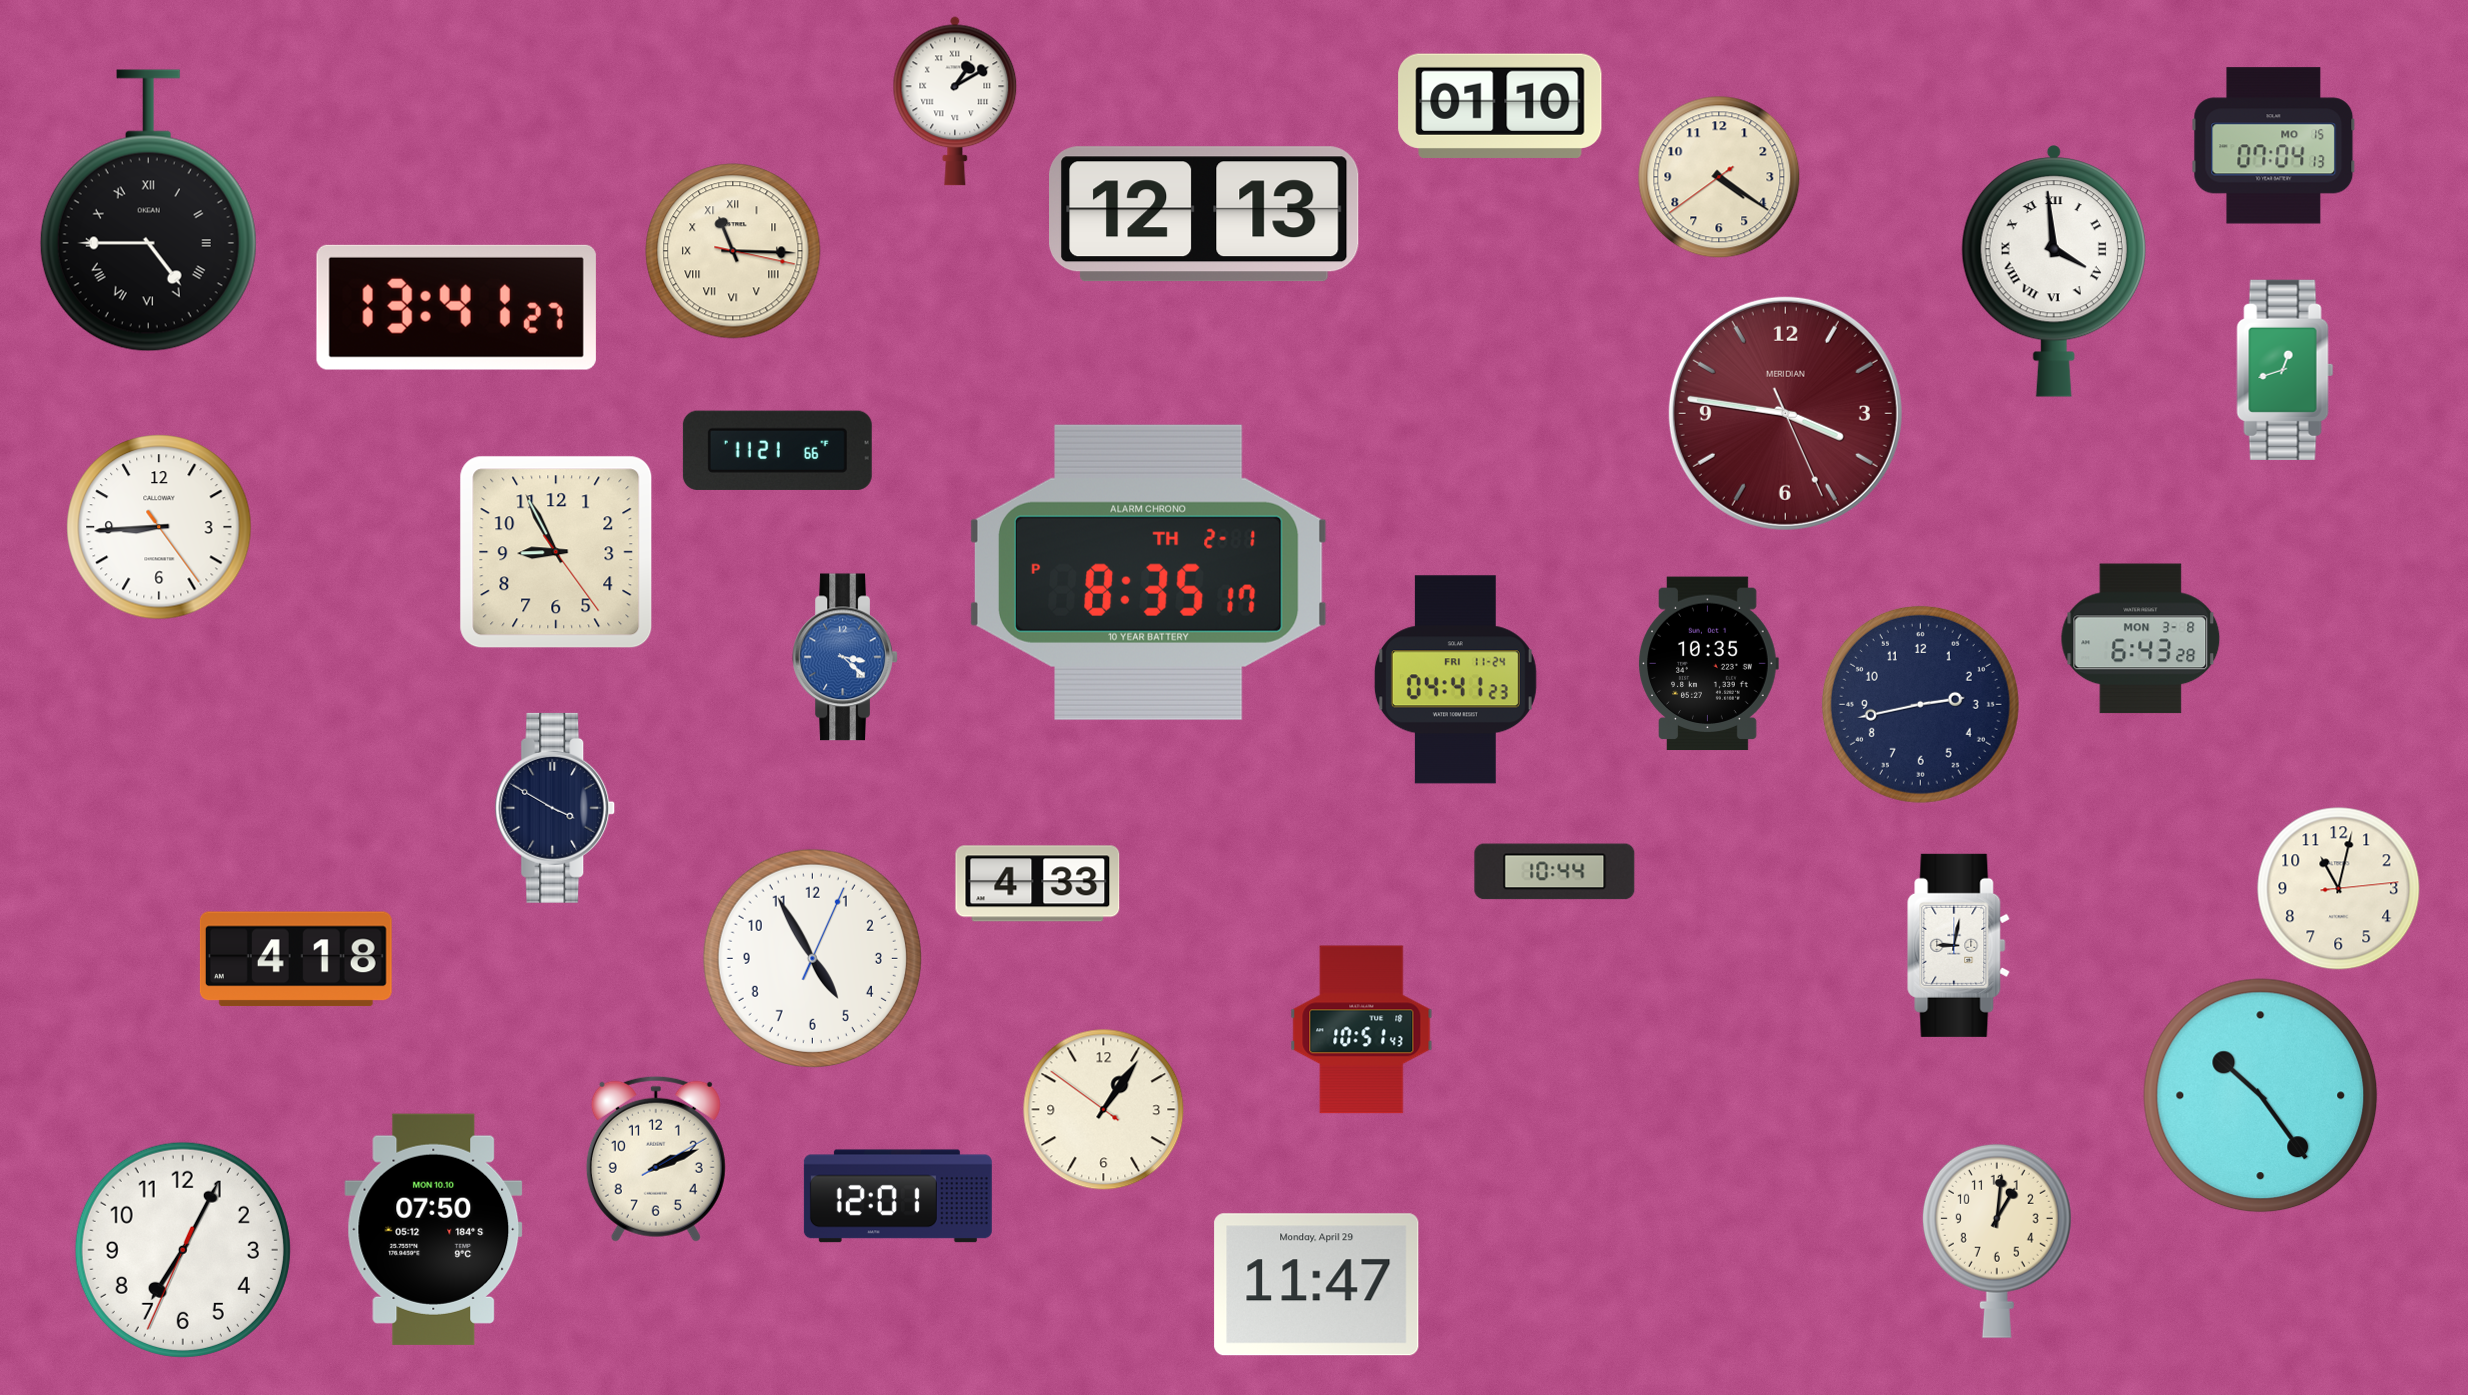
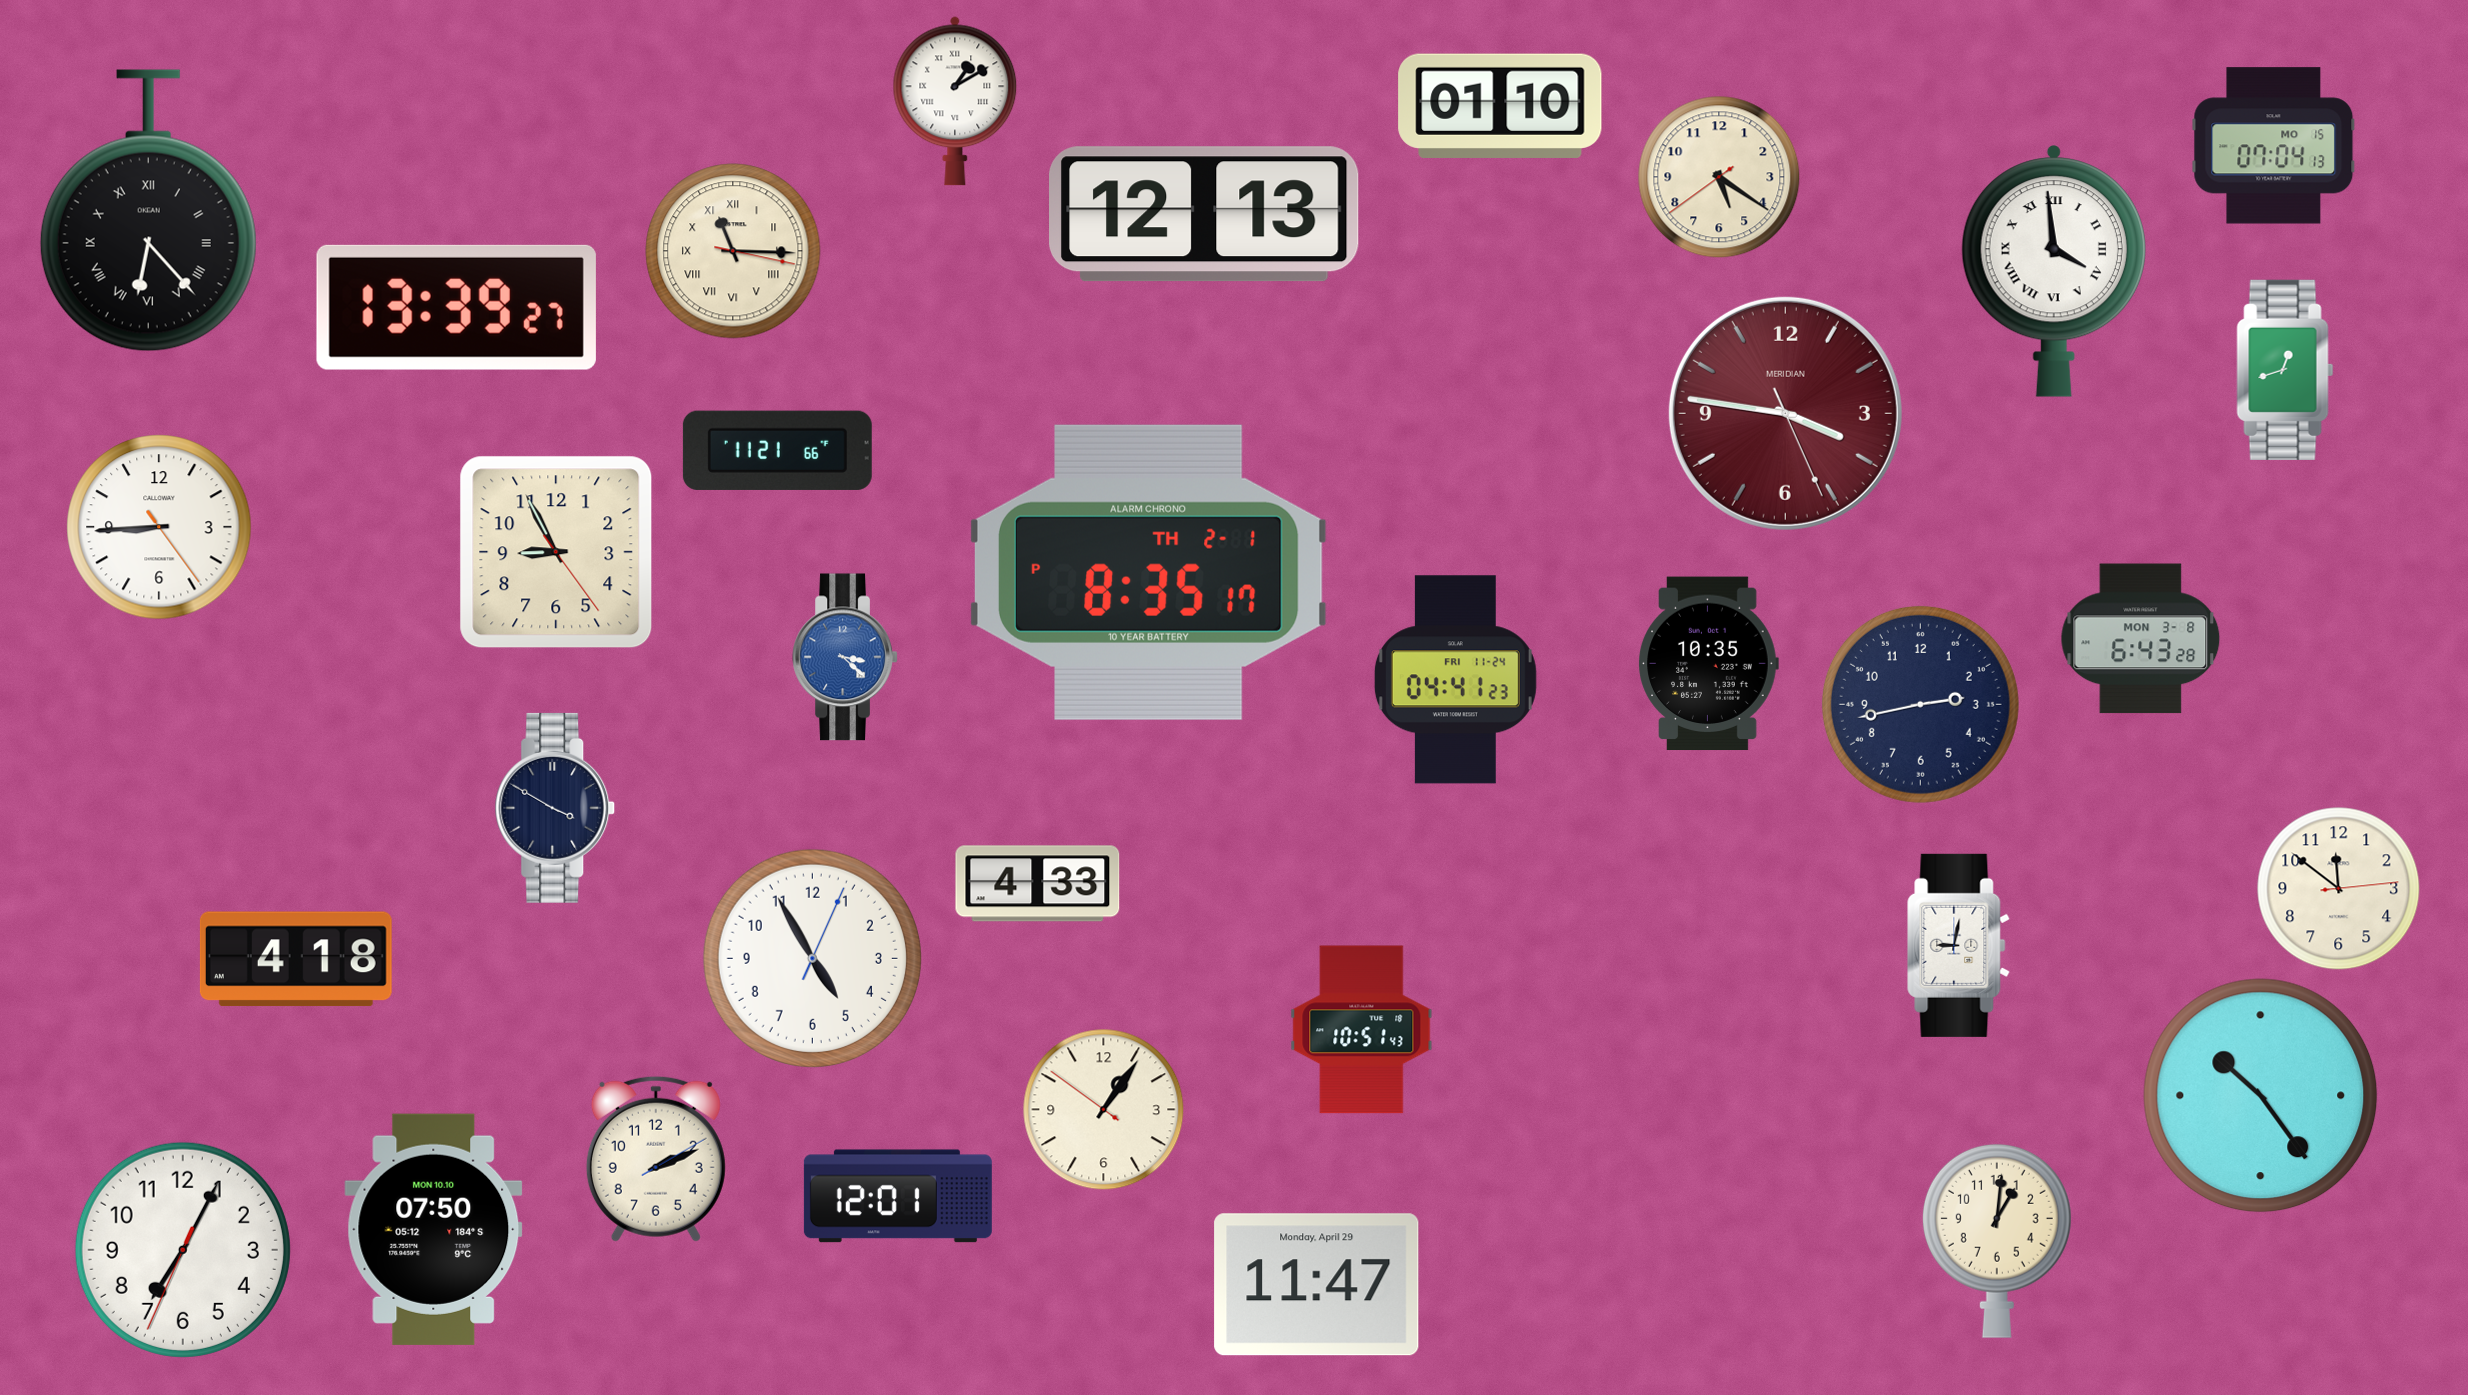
clock at (1719, 177): 4:20 -> 5:20
clock at (148, 211): 4:45 -> 6:23
clock at (456, 307): 13:41 -> 13:39
clock at (1555, 872): 10:44 -> none
clock at (2339, 889): 11:02 -> 11:51
